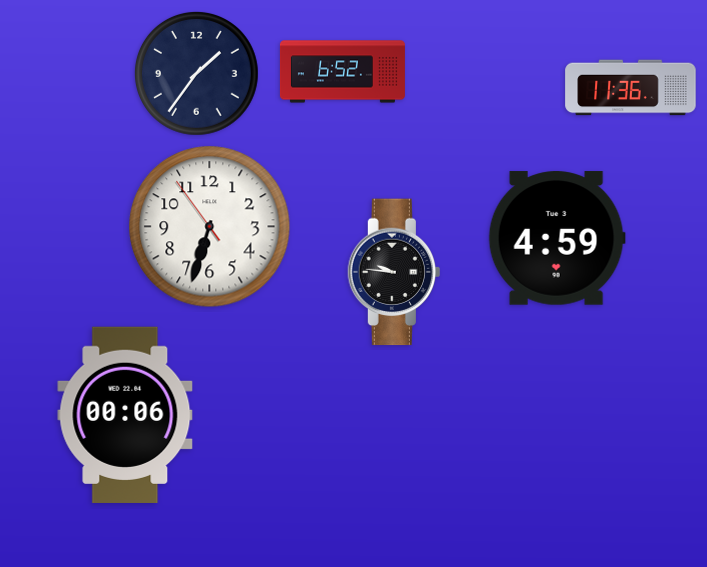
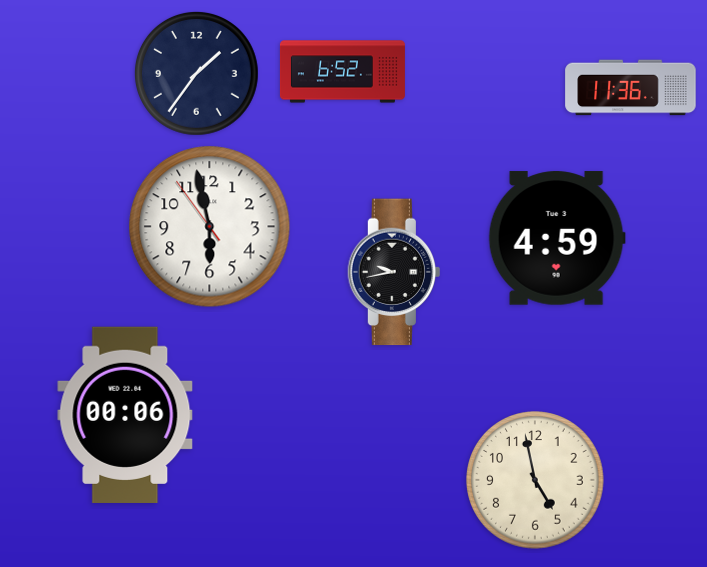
clock at (210, 227): 6:32 -> 5:57
clock at (393, 272): 9:46 -> 9:43
clock at (535, 480): none -> 4:58
